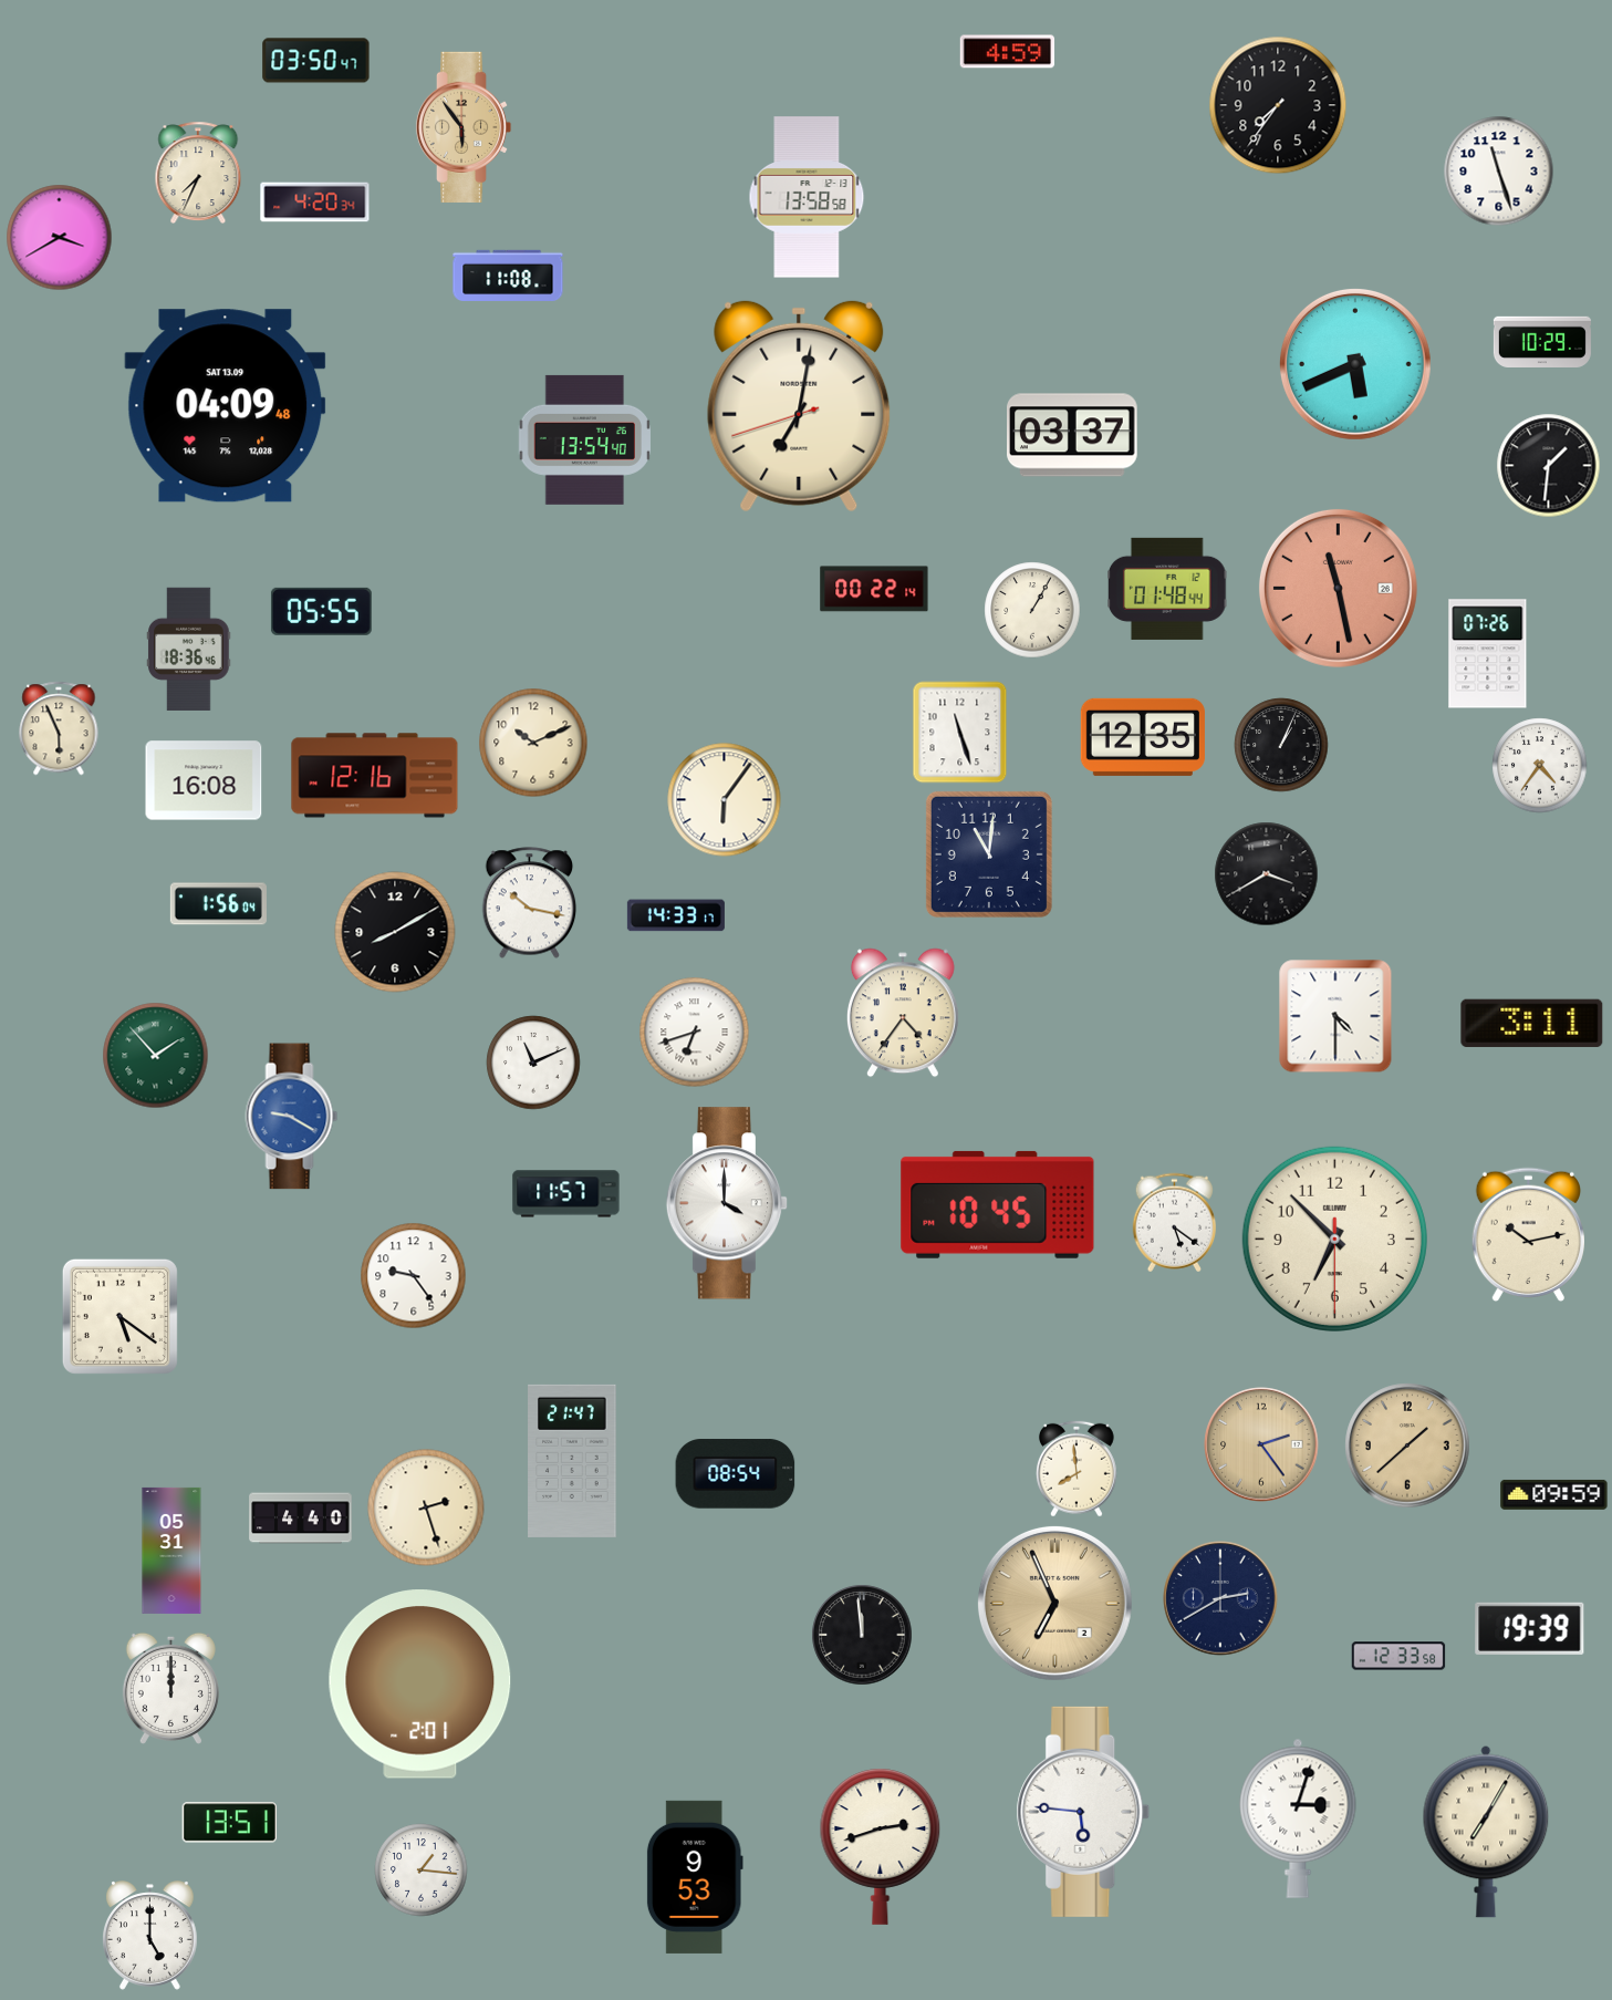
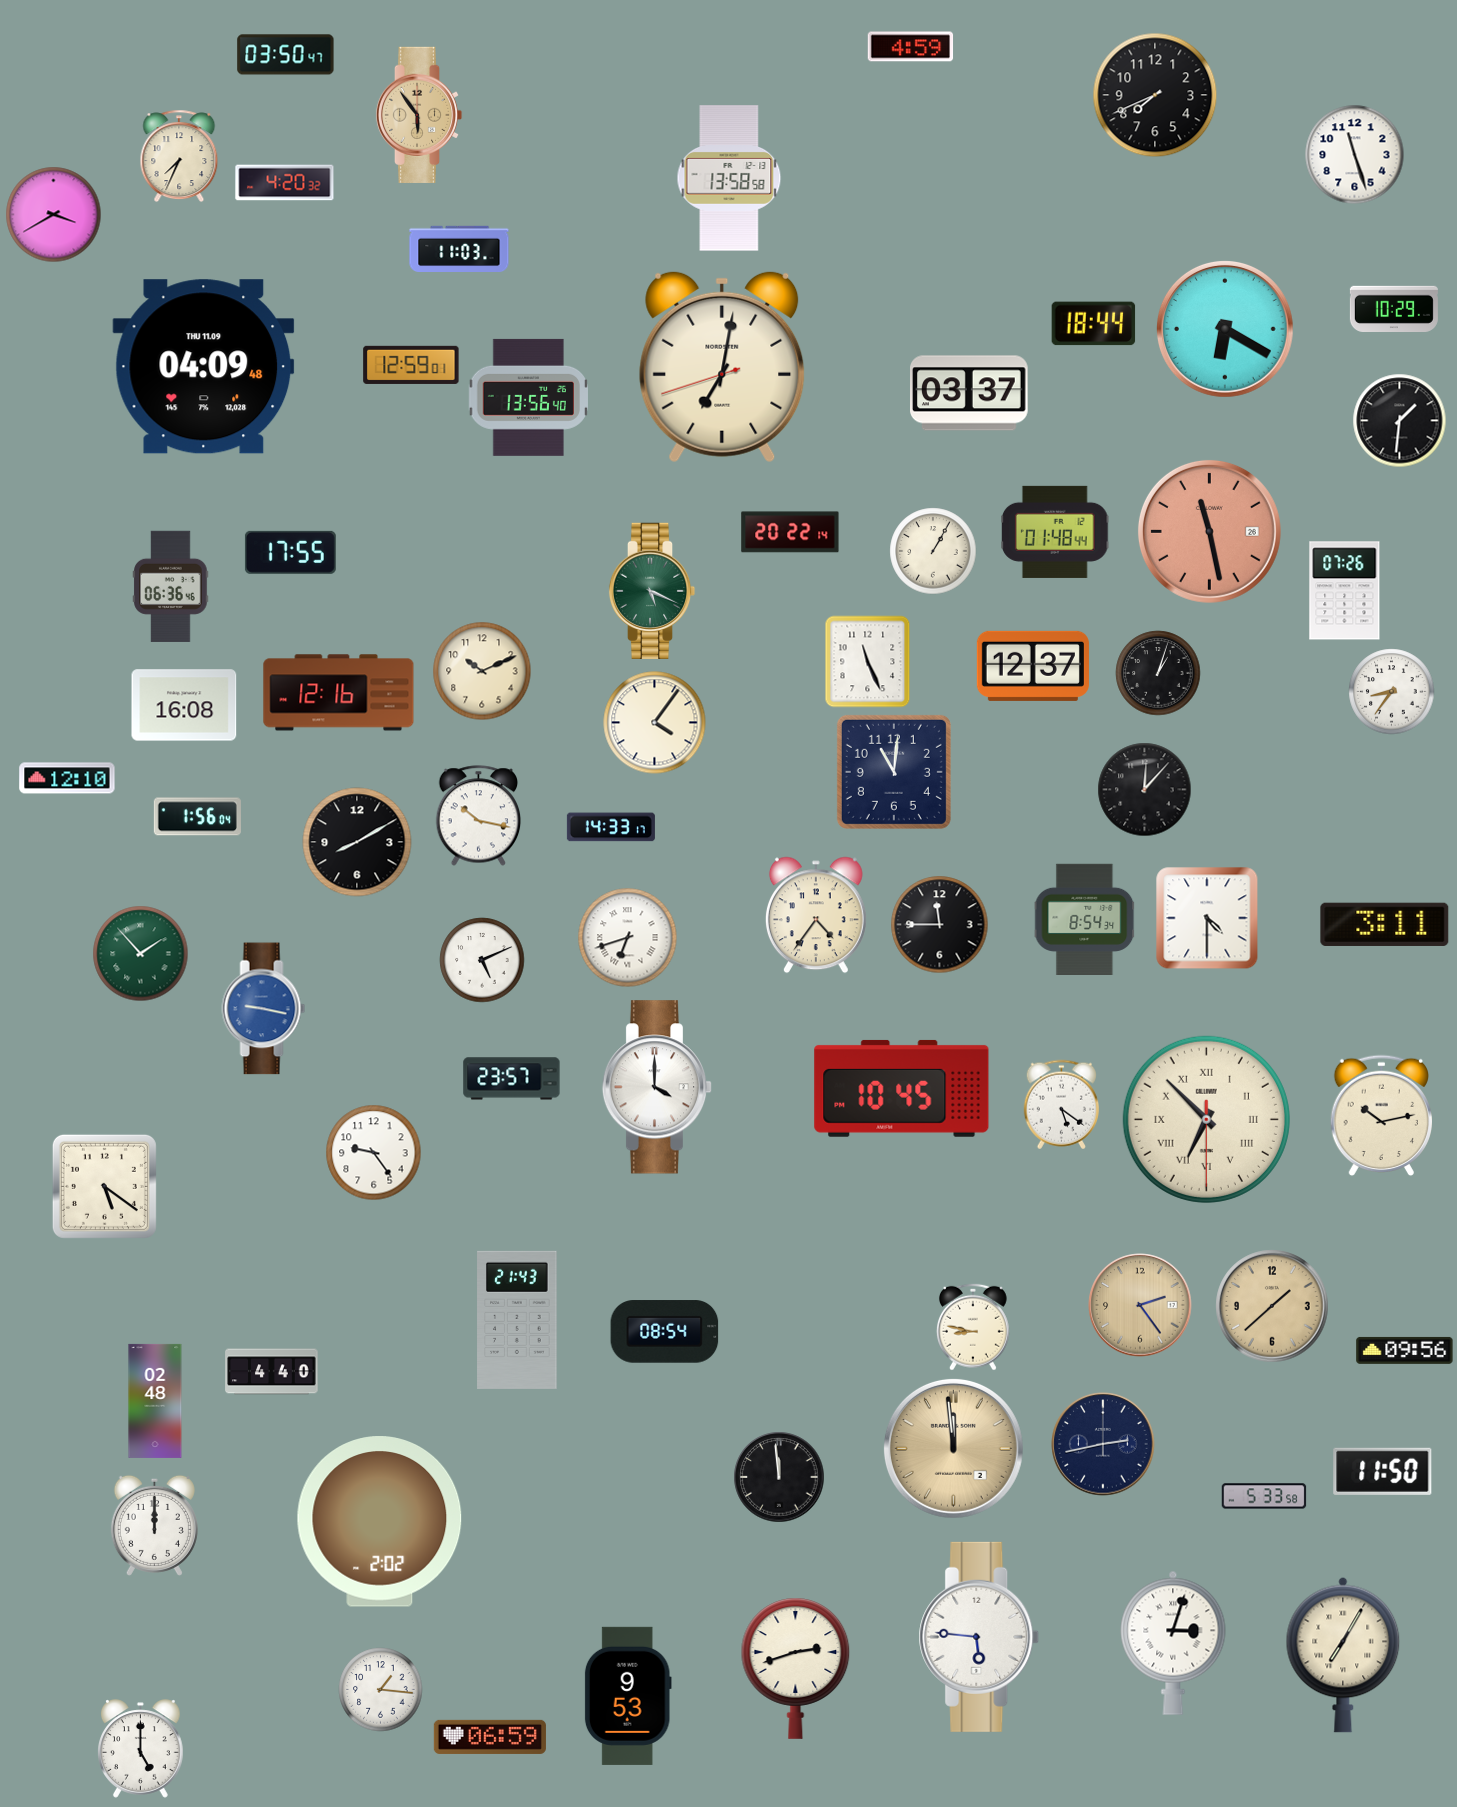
clock at (1278, 105): 7:36 -> 7:41
clock at (315, 203): 4:20:34 -> 4:20:32
clock at (508, 274): 11:08 -> 11:03
clock at (1094, 324): none -> 18:44
clock at (1355, 364): 5:41 -> 6:20
clock at (411, 365): none -> 12:59
clock at (226, 406) date: SAT 13.09 -> THU 11.09
clock at (584, 439): 13:54 -> 13:56
clock at (874, 589): 00:22 -> 20:22
clock at (321, 611): 05:55 -> 17:55
clock at (189, 649): 18:36 -> 06:36
clock at (652, 590): none -> 5:19
clock at (59, 728): 5:56 -> none
clock at (960, 733): 11:27 -> 11:26
clock at (1143, 737): 12:35 -> 12:37
clock at (1281, 745): 1:04 -> 1:03
clock at (1540, 766): 4:36 -> 8:36
clock at (375, 776) position: (375, 776) -> (339, 693)
clock at (725, 800): 6:06 -> 4:06
clock at (67, 778): none -> 12:10
clock at (1267, 874): 3:40 -> 12:07
clock at (1085, 919): none -> 8:54
clock at (940, 925): none -> 11:45
clock at (695, 1033) position: (695, 1033) -> (628, 938)
clock at (533, 1063): 11:11 -> 5:11
clock at (292, 1117): 9:20 -> 9:17
clock at (566, 1194): 11:57 -> 23:57
clock at (1334, 1239) numerals: Arabic -> Roman
clock at (119, 1316) position: (119, 1316) -> (104, 1186)
clock at (572, 1461): 21:47 -> 21:43
clock at (1077, 1469): 7:59 -> 8:47
clock at (1554, 1494): 09:59 -> 09:56
clock at (426, 1507): 2:27 -> none
clock at (171, 1551): 05:31 -> 02:48
clock at (1220, 1598): 2:40 -> 2:43
clock at (1054, 1603): 6:56 -> 11:59
clock at (1530, 1628): 19:39 -> 11:50
clock at (1398, 1656): 12:33 -> 5:33
clock at (420, 1685): 2:01 -> 2:02
clock at (229, 1823): 13:51 -> none
clock at (490, 1737): none -> 06:59
clock at (150, 1936) position: (150, 1936) -> (141, 1749)
